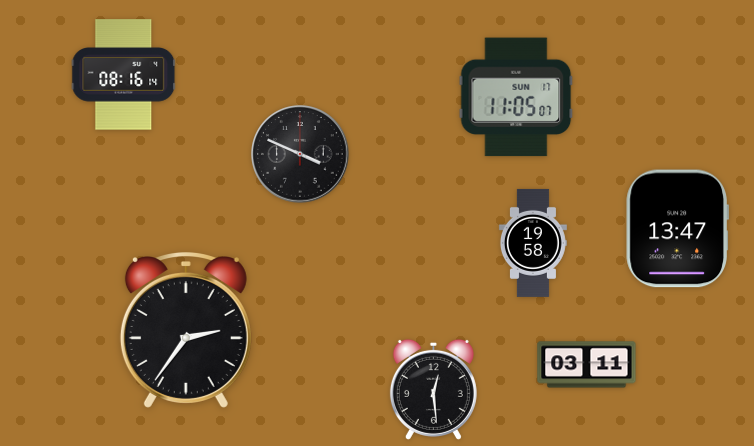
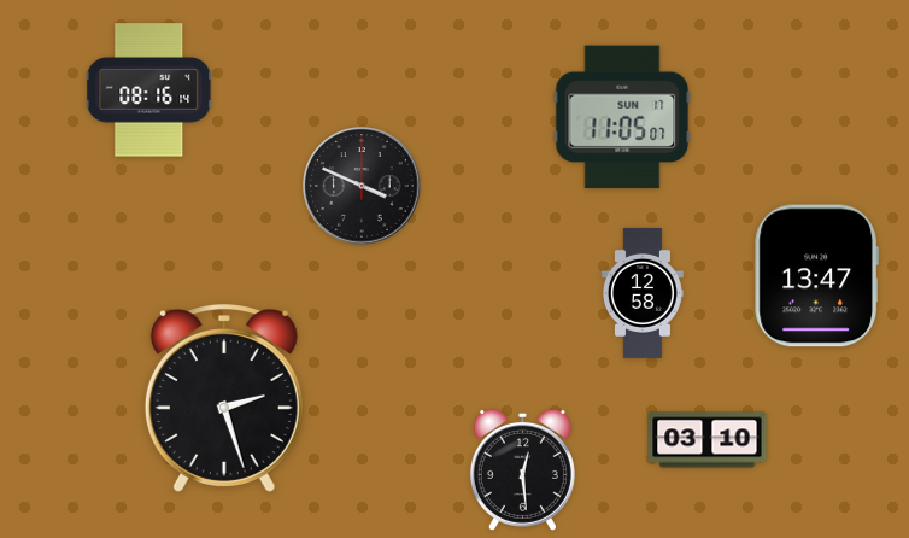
clock at (533, 243): 19:58 -> 12:58
clock at (186, 331): 2:36 -> 2:27
clock at (587, 365): 03:11 -> 03:10
